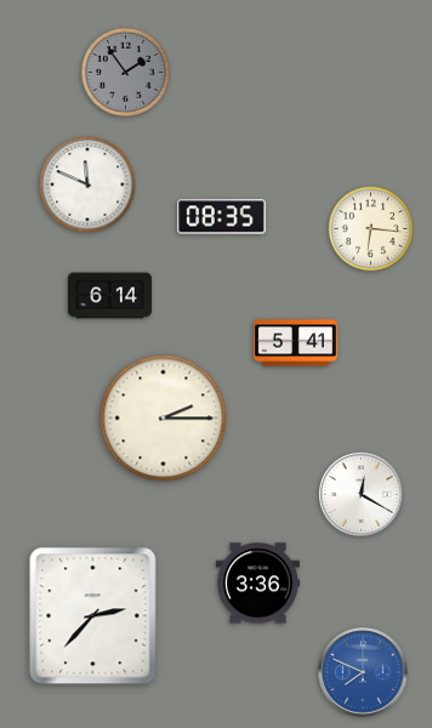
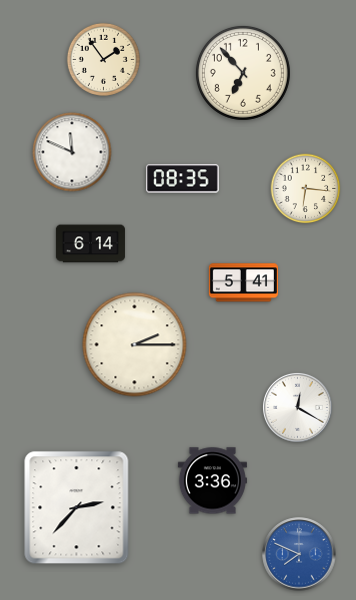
clock at (125, 72) dial: grey -> cream
clock at (243, 73): none -> 6:53
